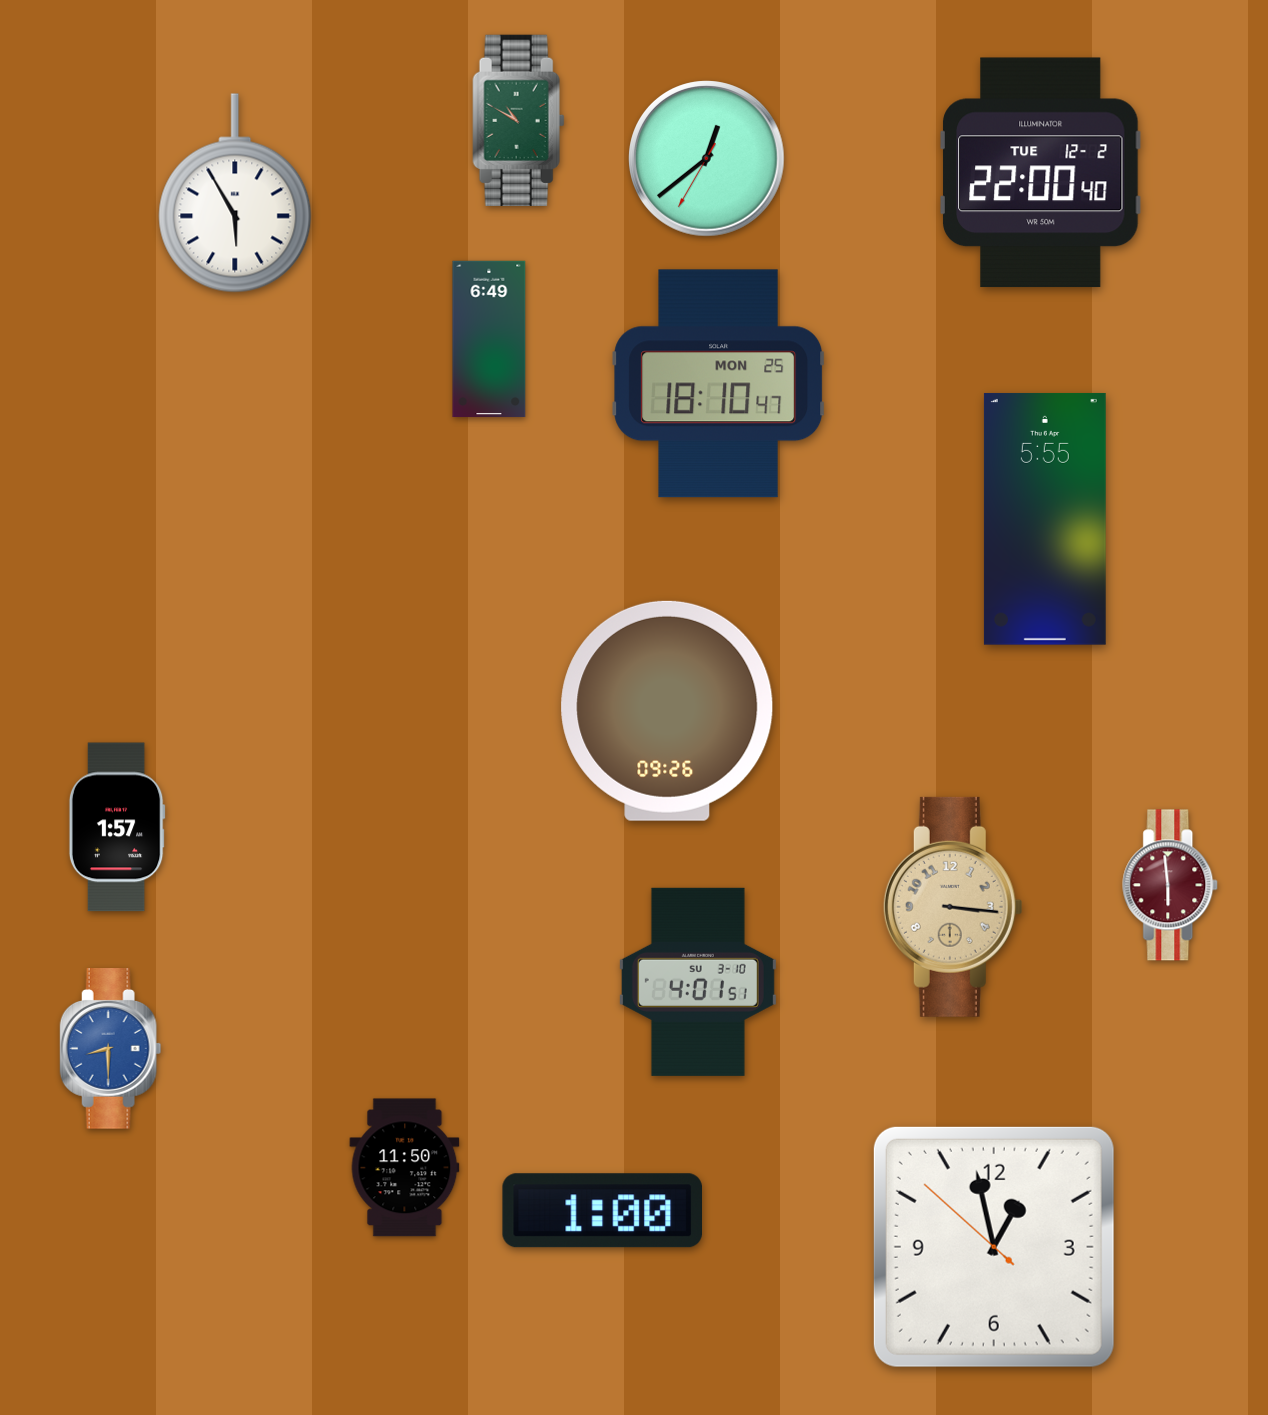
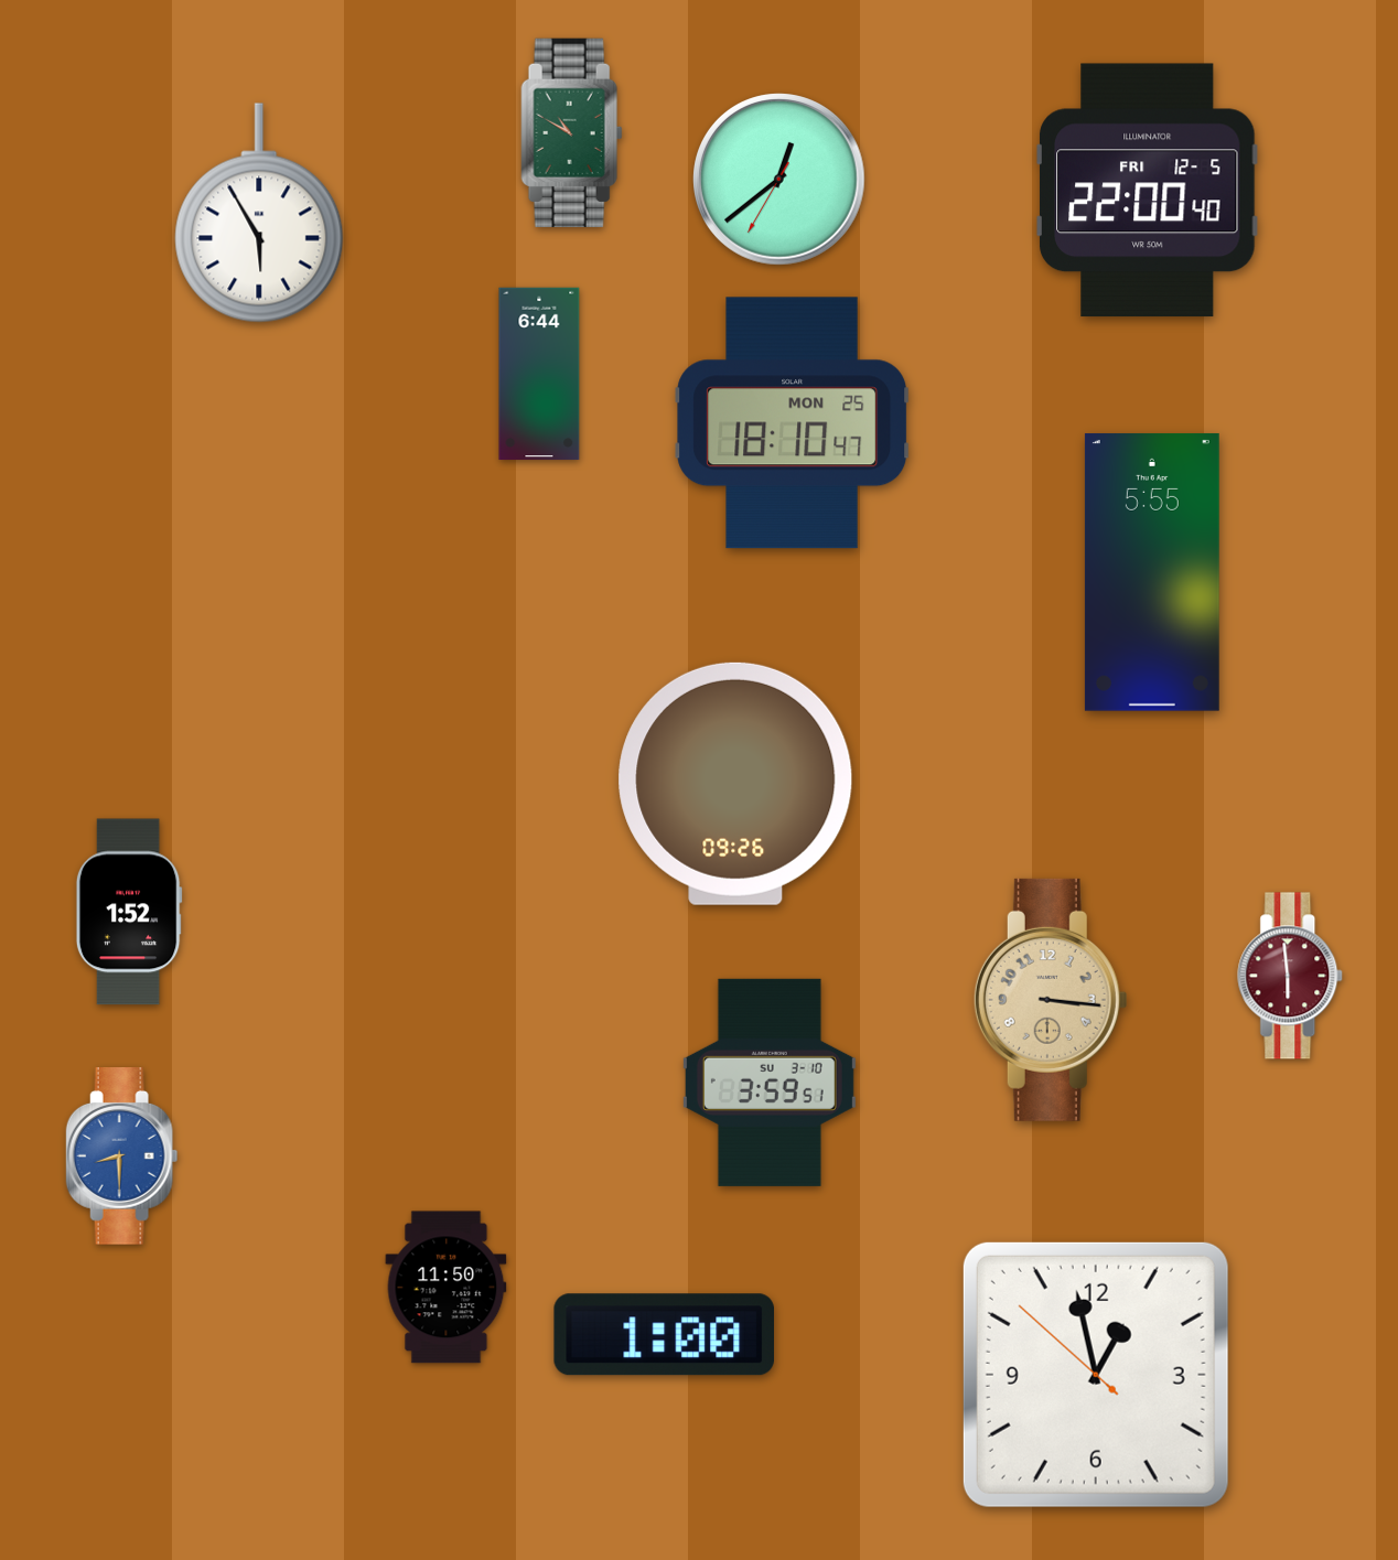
clock at (707, 159) position: (707, 159) -> (779, 180)
clock at (1041, 173) date: TUE 12-2 -> FRI 12-5
clock at (489, 339): 6:49 -> 6:44
clock at (117, 827): 1:57 -> 1:52
clock at (698, 982): 4:01 -> 3:59
